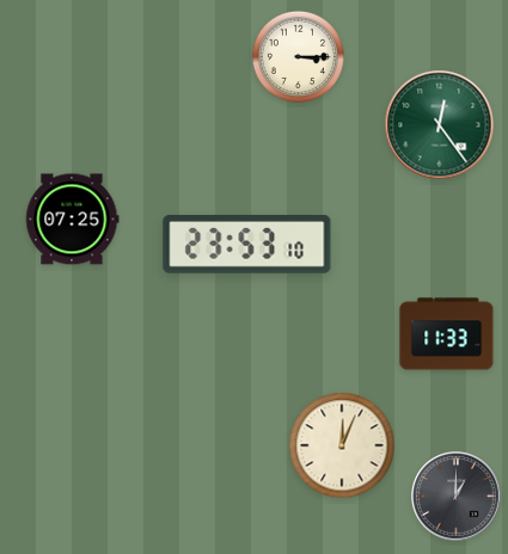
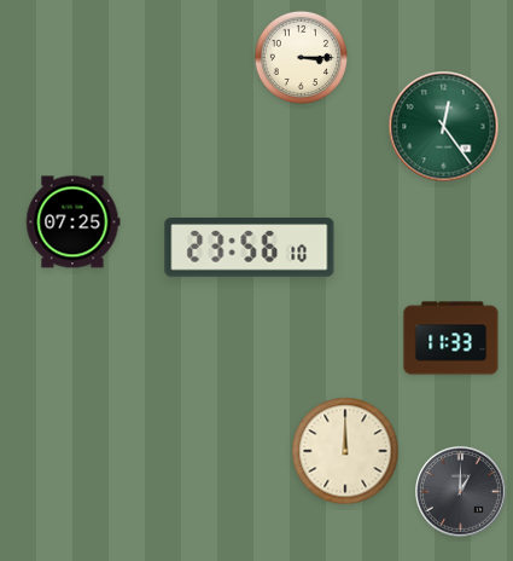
clock at (247, 245): 23:53 -> 23:56
clock at (342, 445): 12:04 -> 12:00
clock at (457, 497) position: (457, 497) -> (461, 492)
